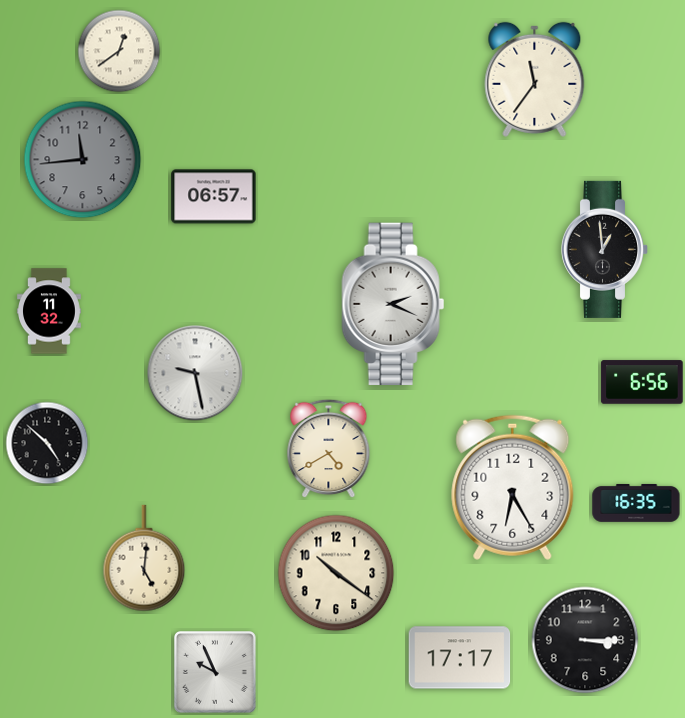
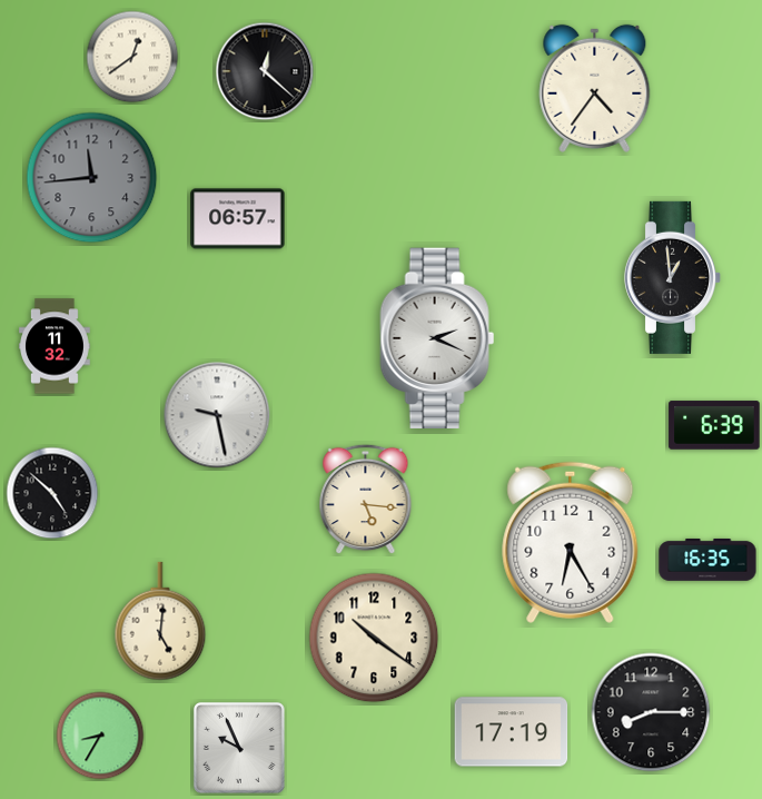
clock at (265, 71): none -> 12:22
clock at (535, 79): 11:36 -> 4:36
clock at (642, 382): 6:56 -> 6:39
clock at (329, 449): 4:40 -> 5:16
clock at (585, 640): 3:15 -> 8:15
clock at (460, 658): 17:17 -> 17:19
clock at (100, 736): none -> 8:35
